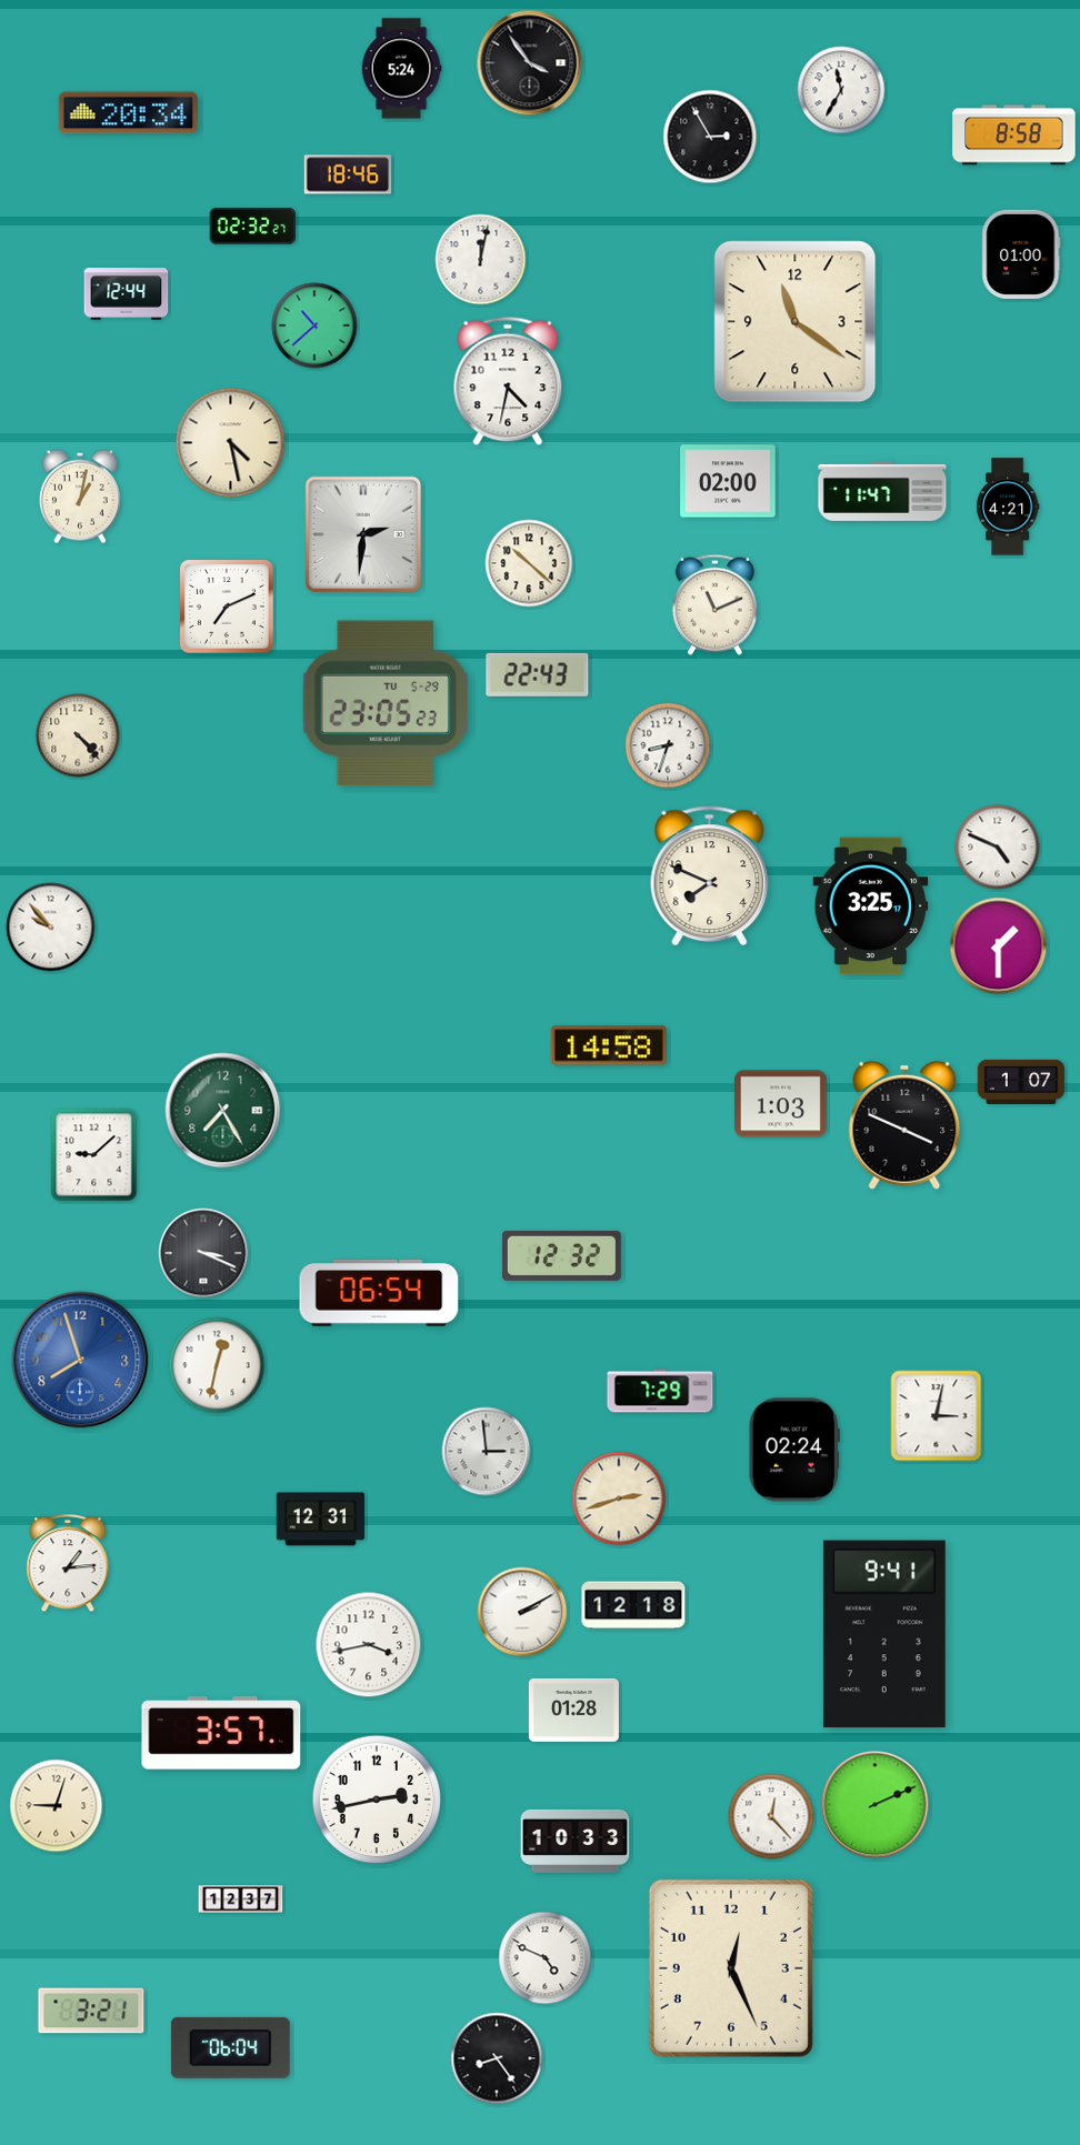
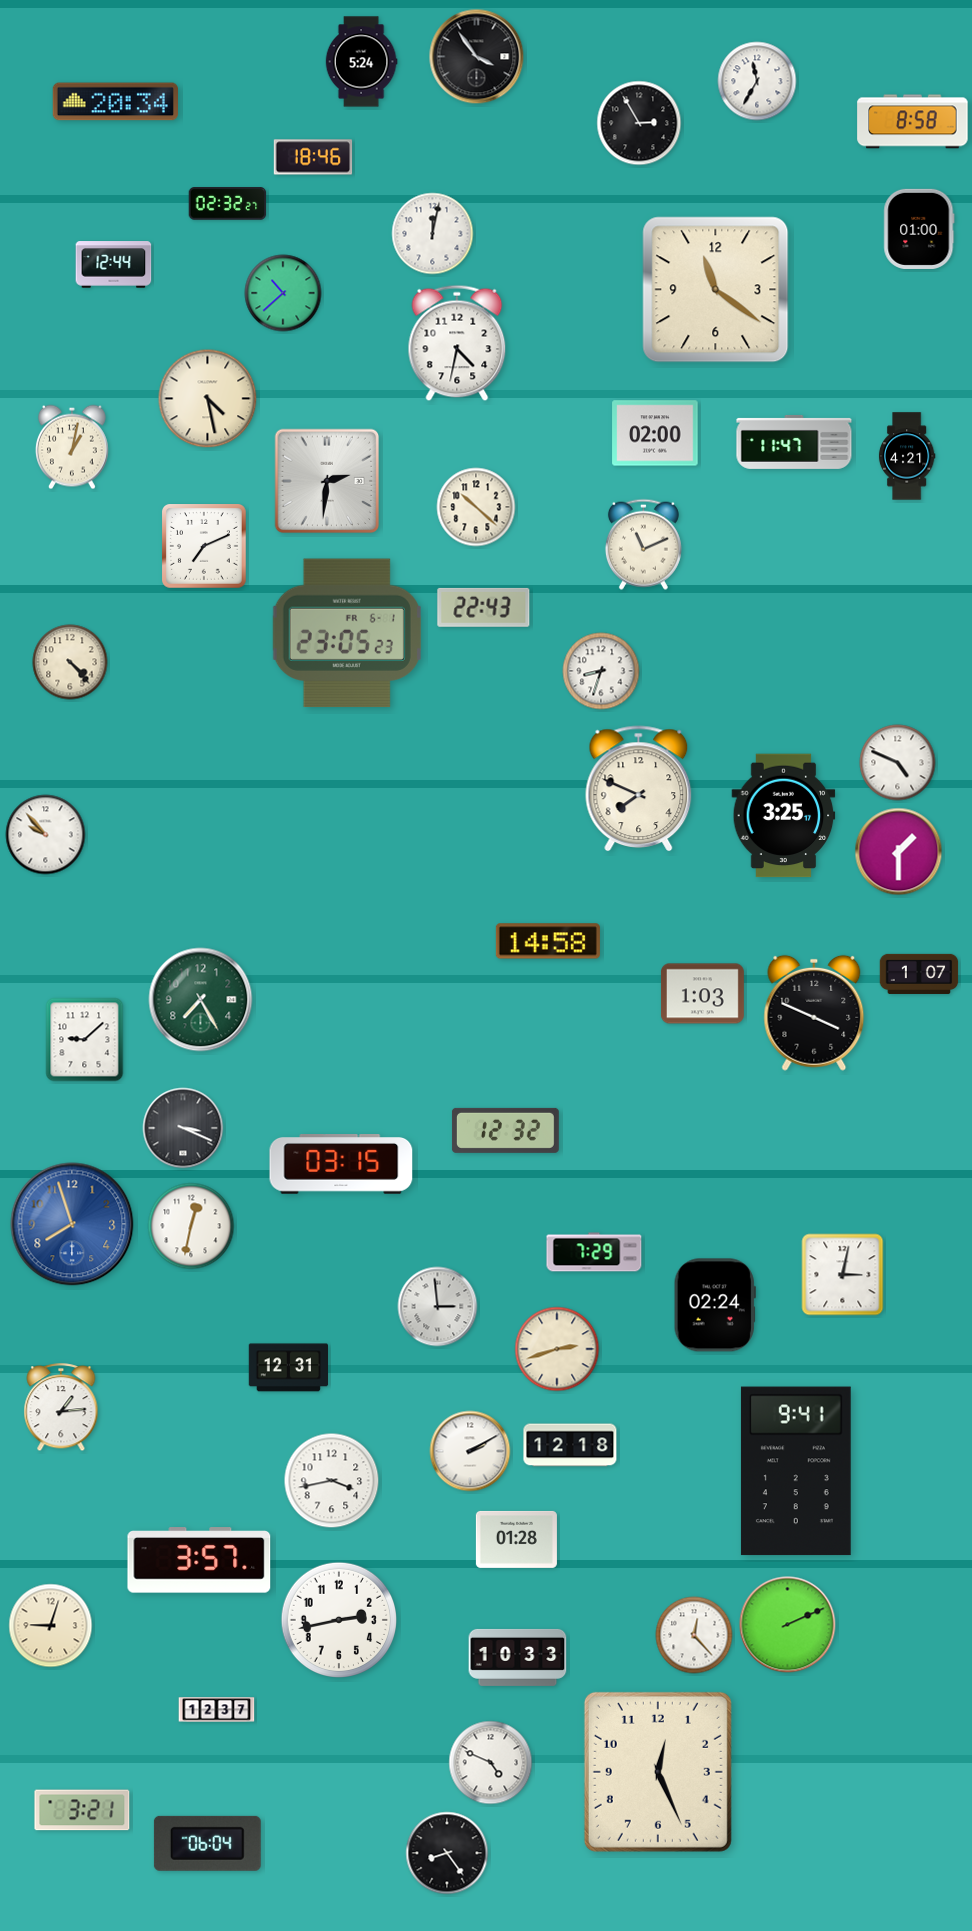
clock at (386, 703) date: TU 5-29 -> FR 6-1
clock at (379, 1294): 06:54 -> 03:15
clock at (217, 1365) position: (217, 1365) -> (191, 1226)
